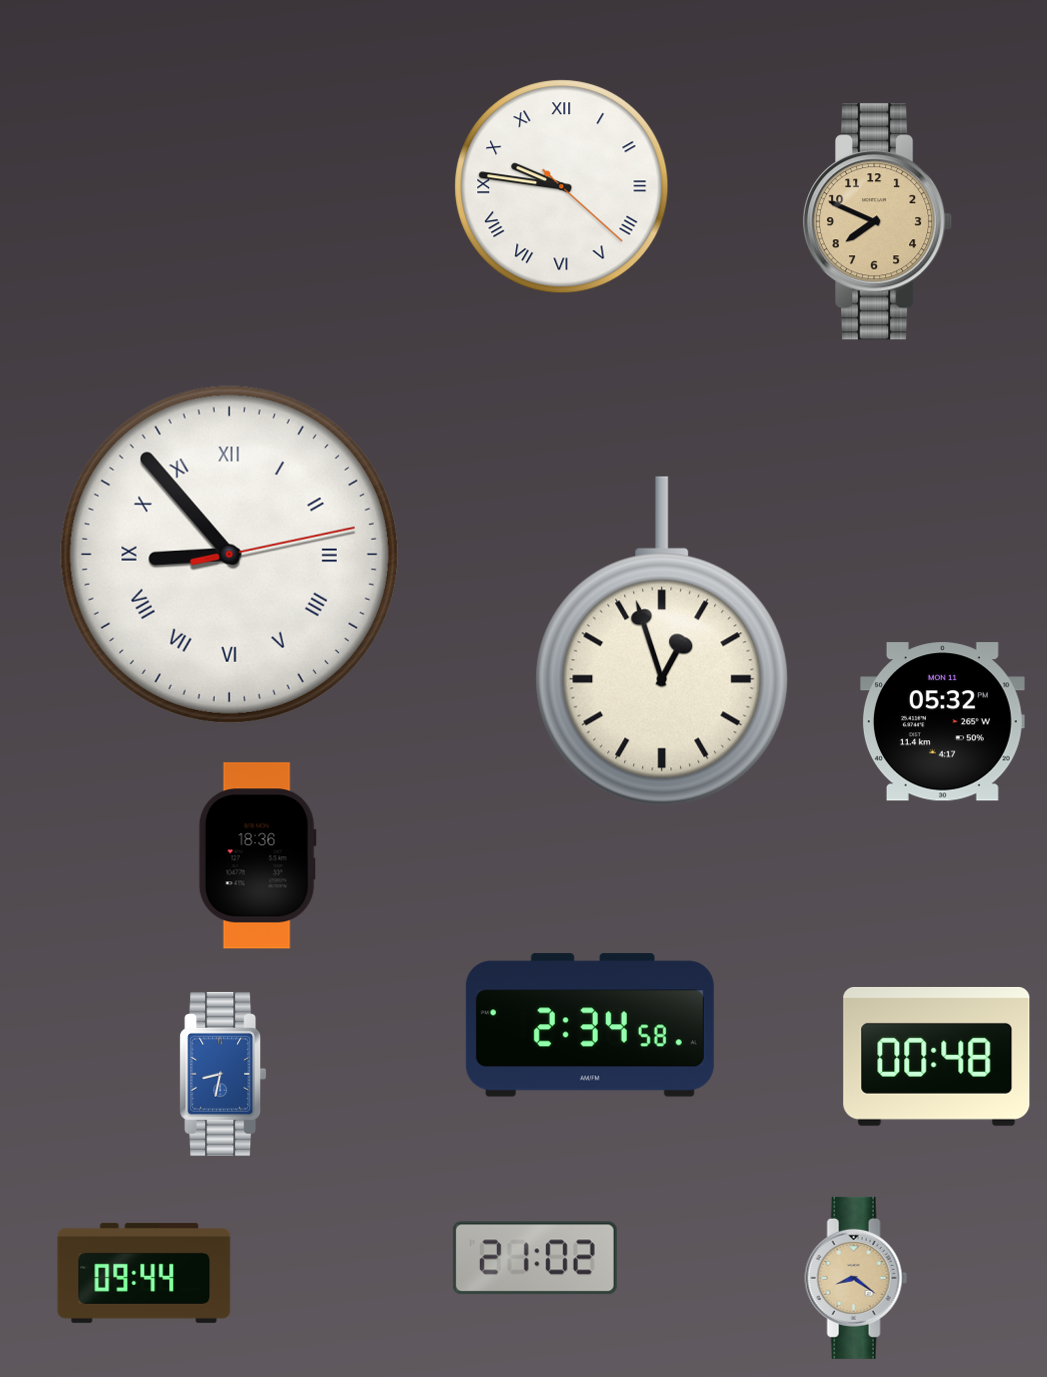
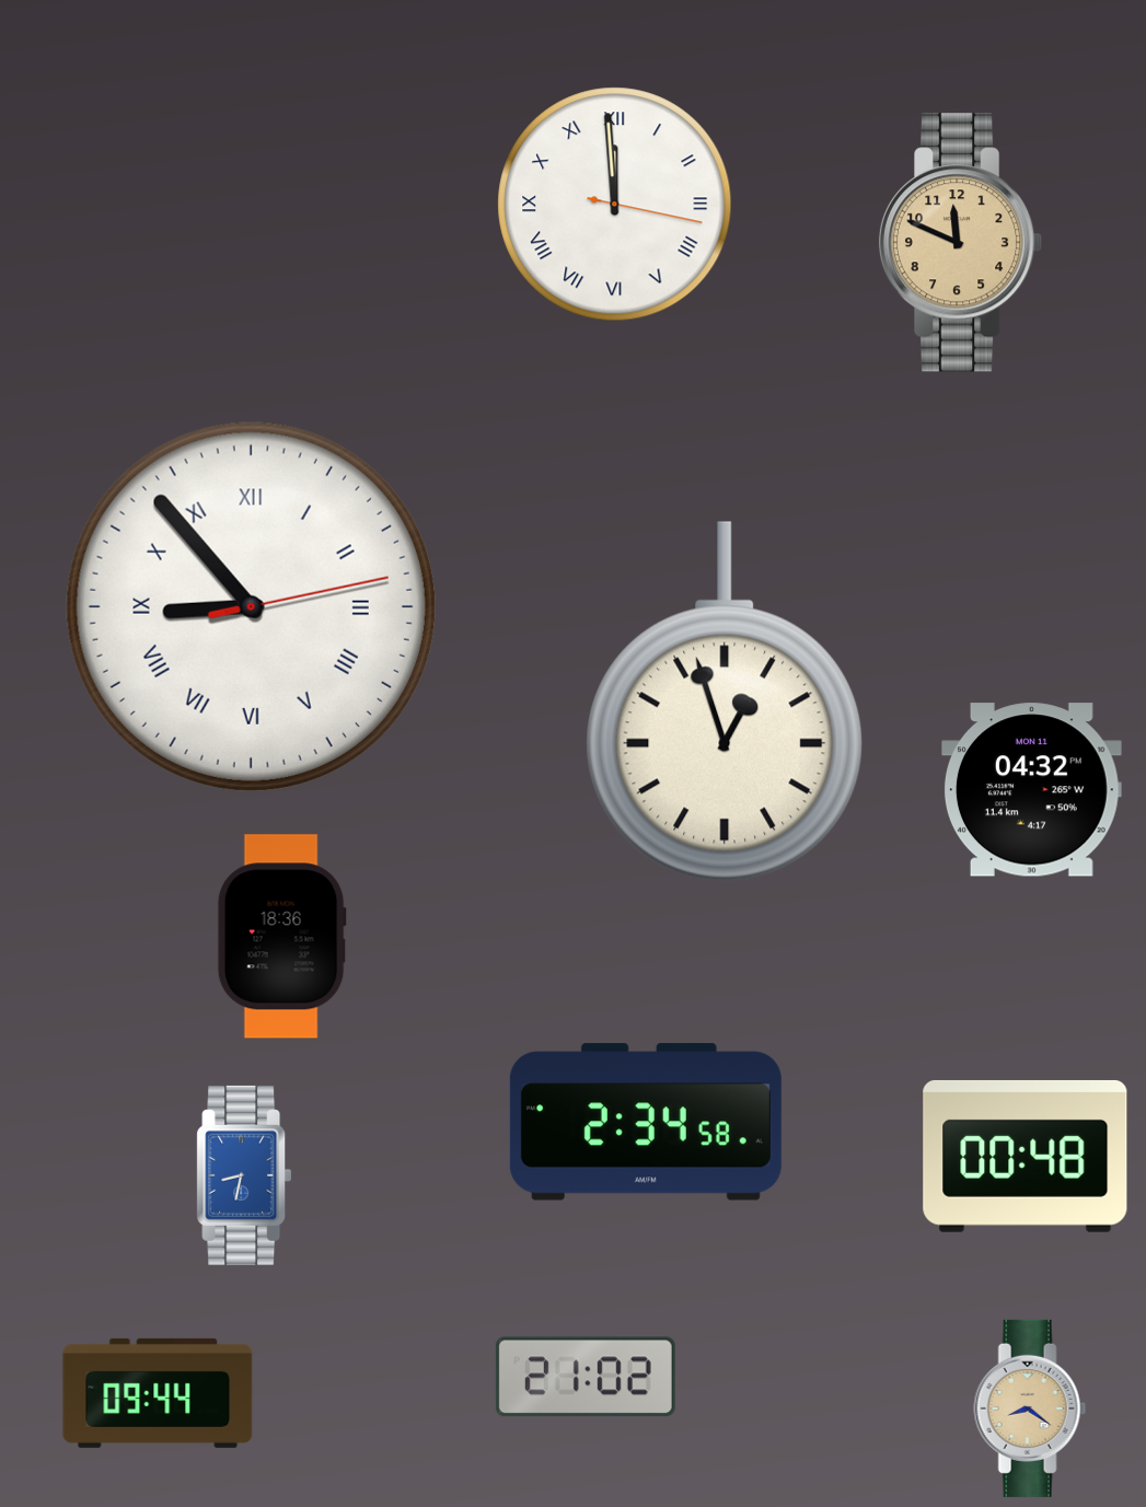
clock at (562, 187): 9:46 -> 11:59
clock at (878, 222): 7:49 -> 11:49
clock at (942, 722): 05:32 -> 04:32
clock at (856, 1278) position: (856, 1278) -> (1030, 1409)
